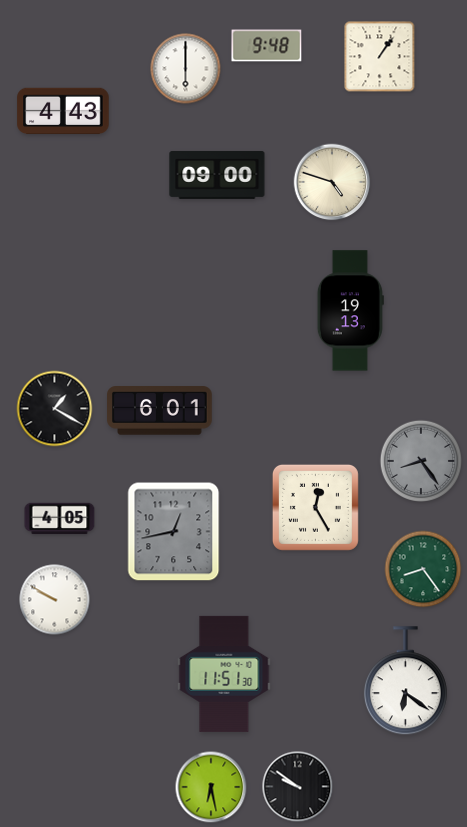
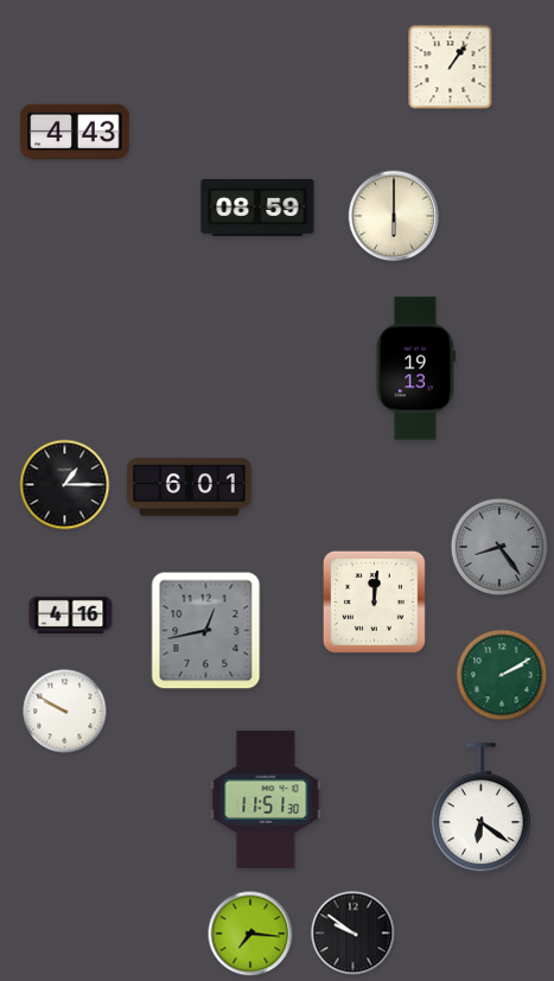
clock at (267, 46): 9:48 -> none
clock at (186, 69): 6:00 -> none
clock at (217, 175): 09:00 -> 08:59
clock at (332, 182): 4:48 -> 6:00
clock at (55, 409): 1:20 -> 1:15
clock at (315, 507): 12:25 -> 12:01
clock at (60, 519): 4:05 -> 4:16
clock at (423, 569): 8:24 -> 2:10
clock at (211, 787): 6:28 -> 7:16
